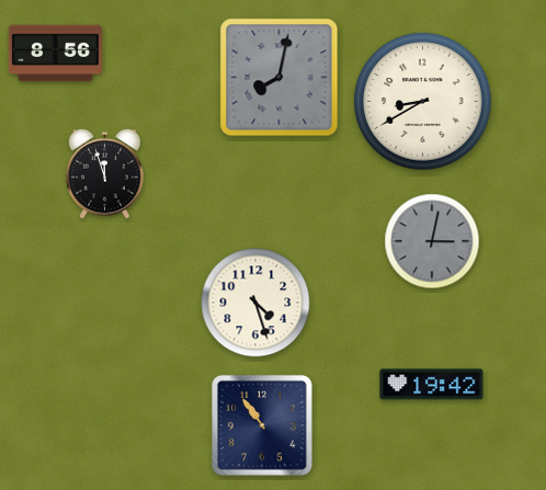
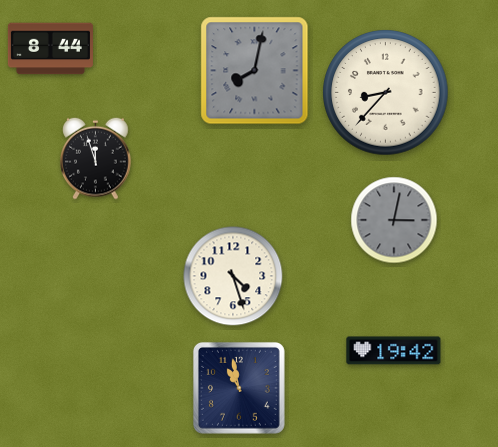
clock at (55, 54): 8:56 -> 8:44
clock at (423, 102): 8:40 -> 8:37
clock at (262, 425): 10:54 -> 10:58
